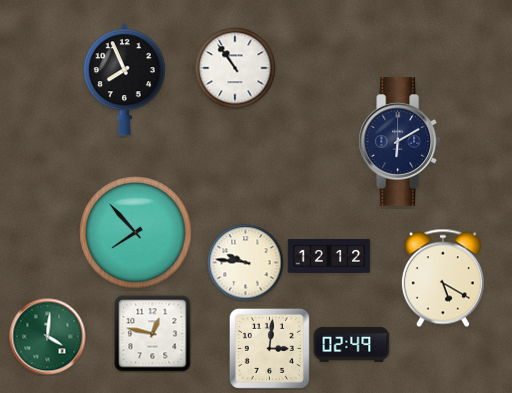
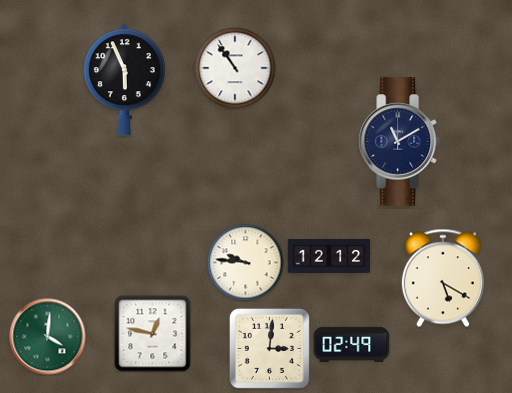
clock at (124, 80): 7:56 -> 5:56
clock at (399, 142): 6:10 -> 11:10
clock at (136, 233): 7:53 -> none
